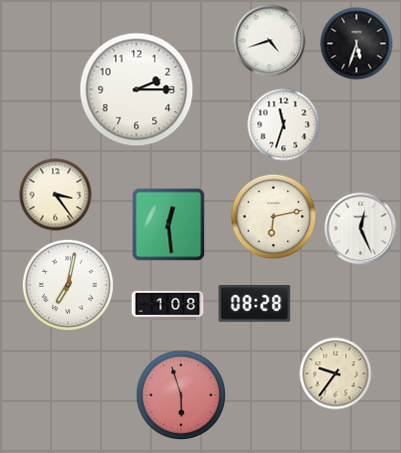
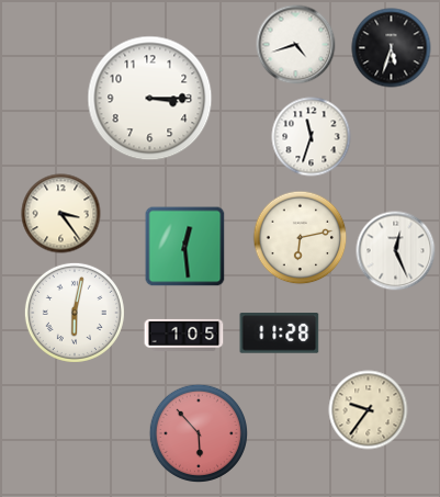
clock at (137, 90): 2:15 -> 3:15
clock at (68, 285): 7:02 -> 6:02
clock at (255, 304): 08:28 -> 11:28
clock at (168, 305): 1:08 -> 1:05
clock at (180, 394): 5:57 -> 5:53
